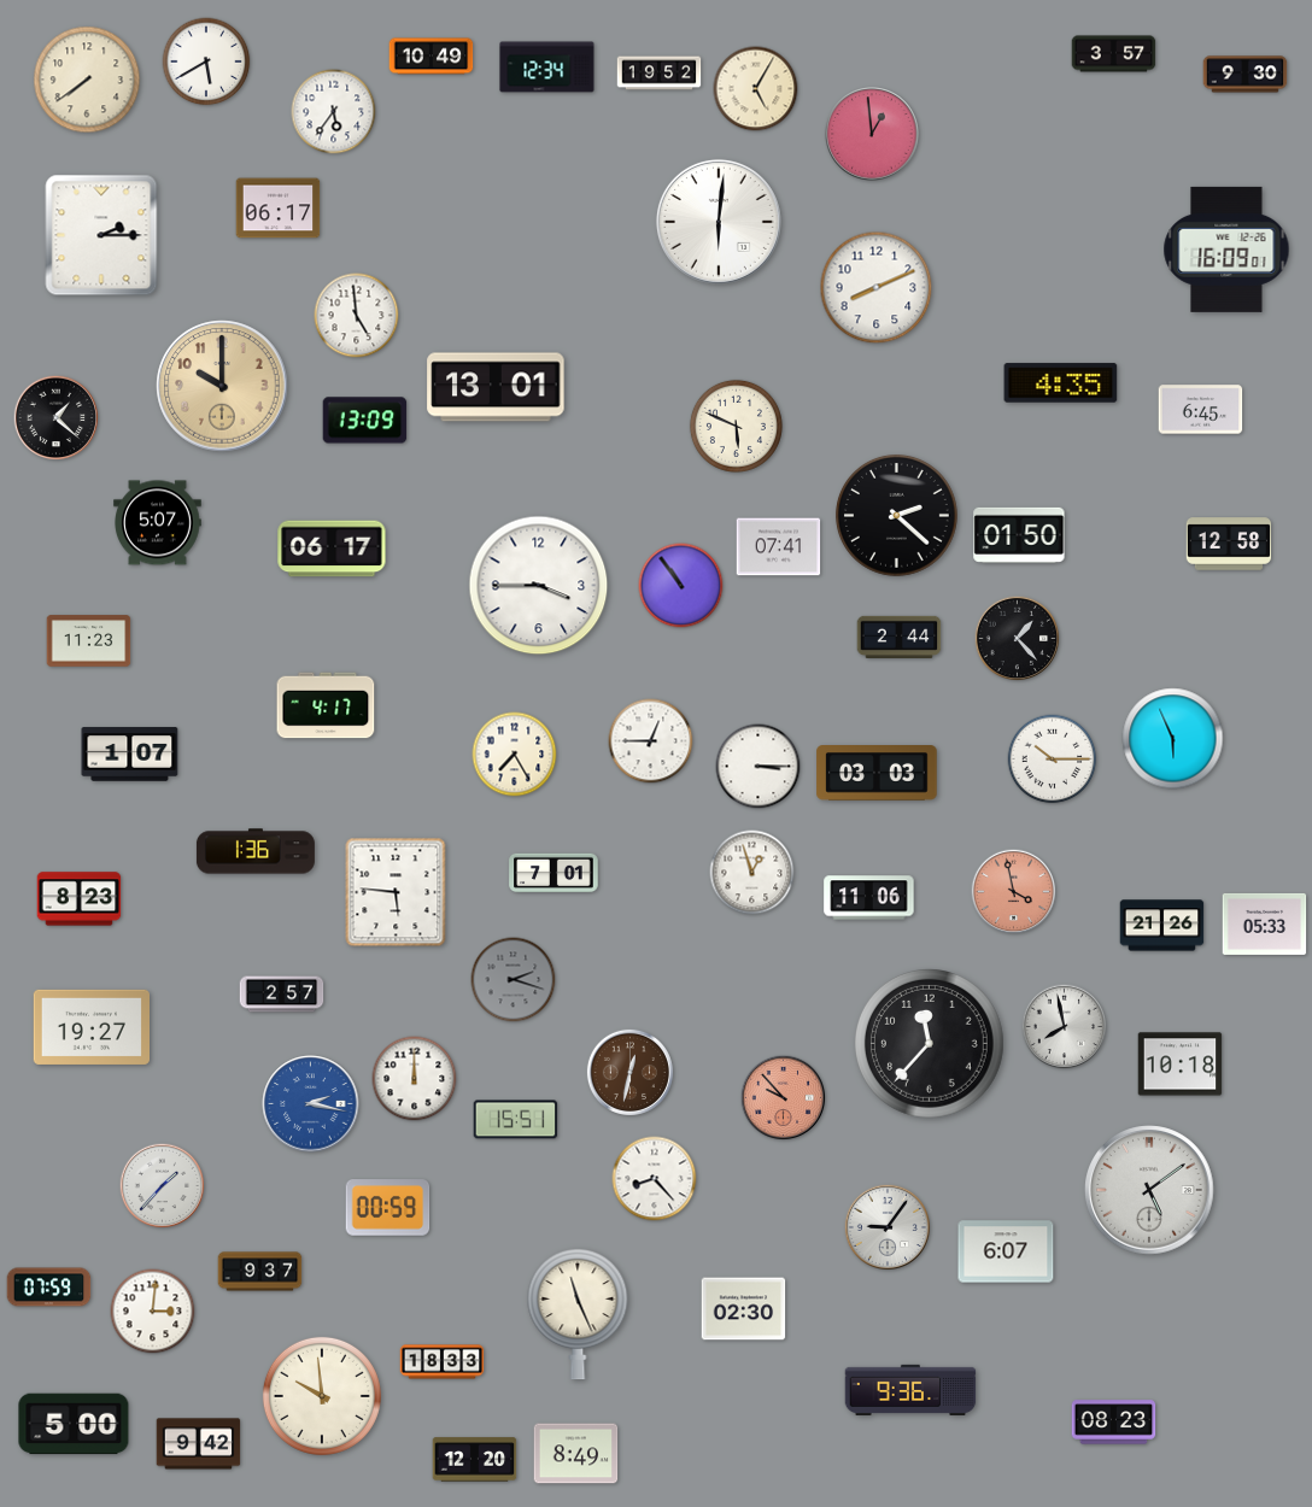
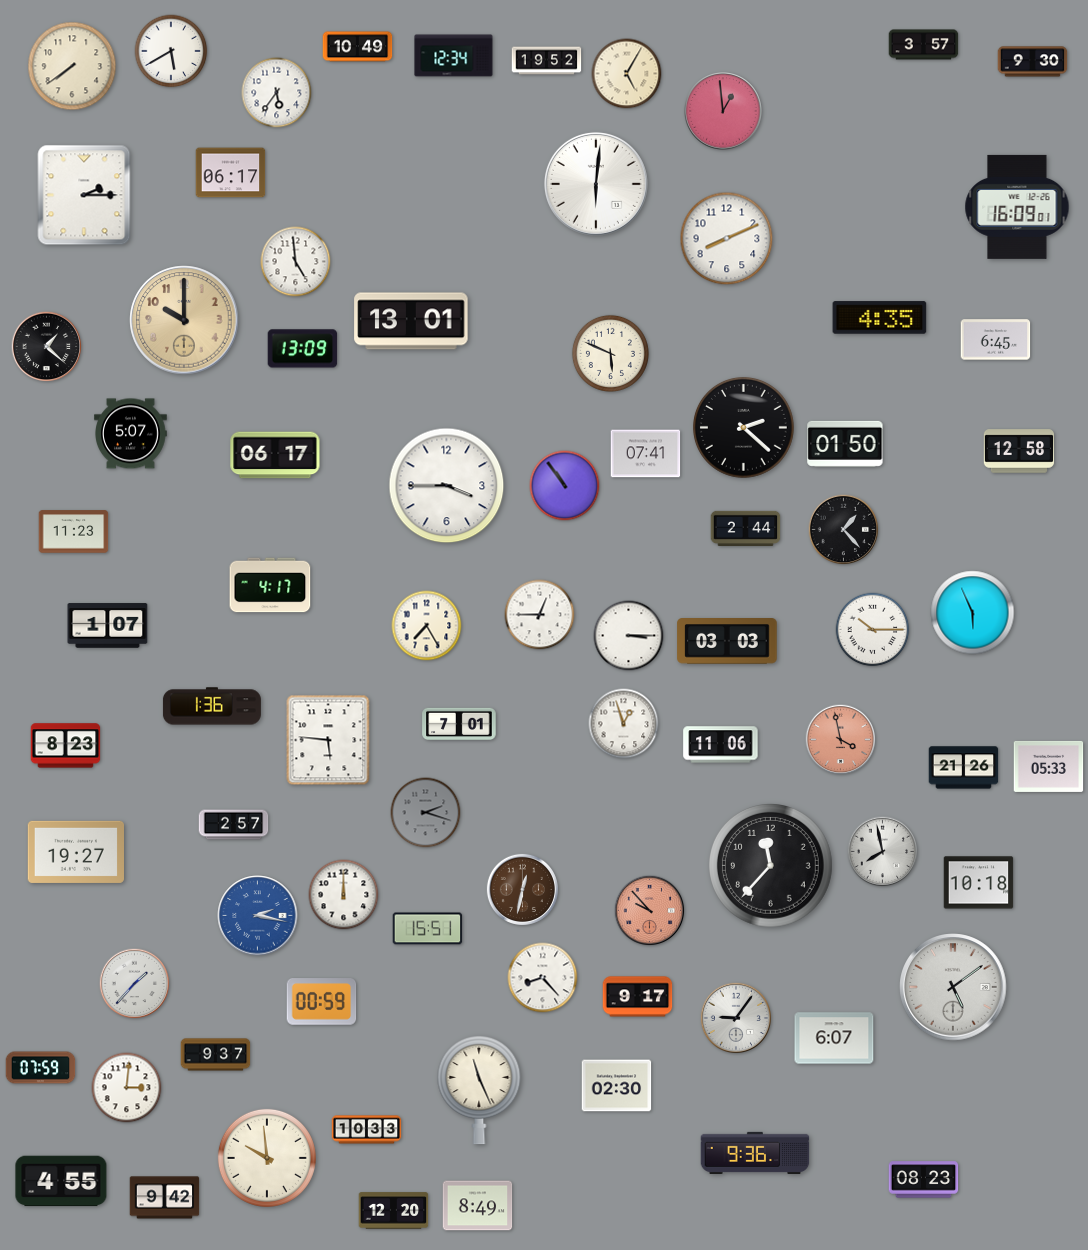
clock at (638, 997): none -> 9:17
clock at (443, 1362): 18:33 -> 10:33
clock at (74, 1424): 5:00 -> 4:55
